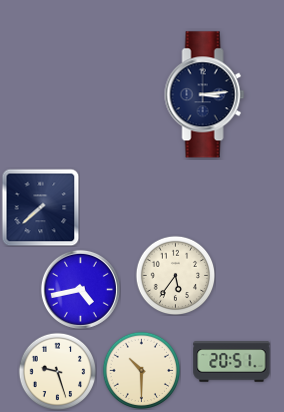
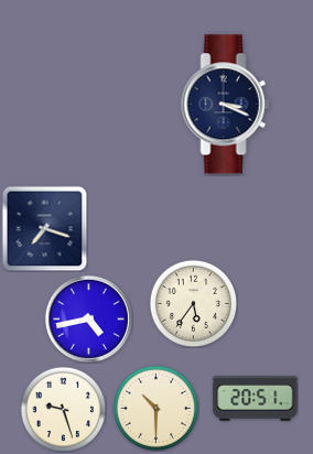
clock at (205, 95): 3:14 -> 3:19
clock at (40, 207): 7:38 -> 7:18
